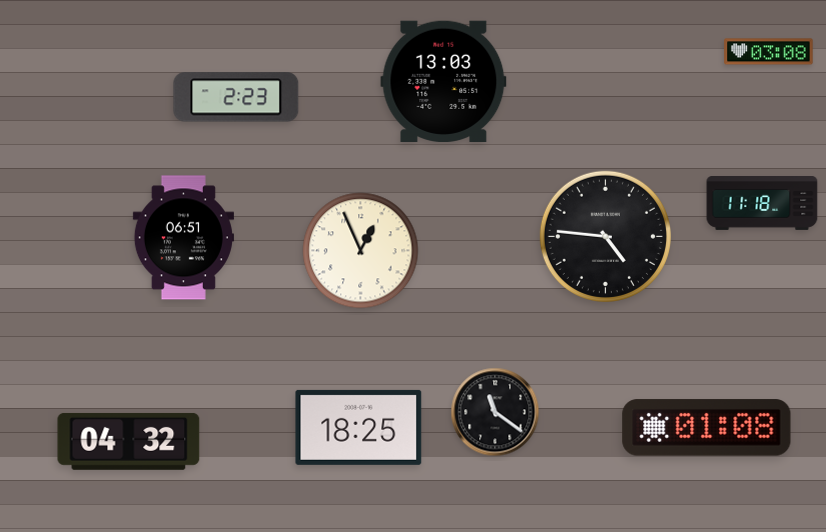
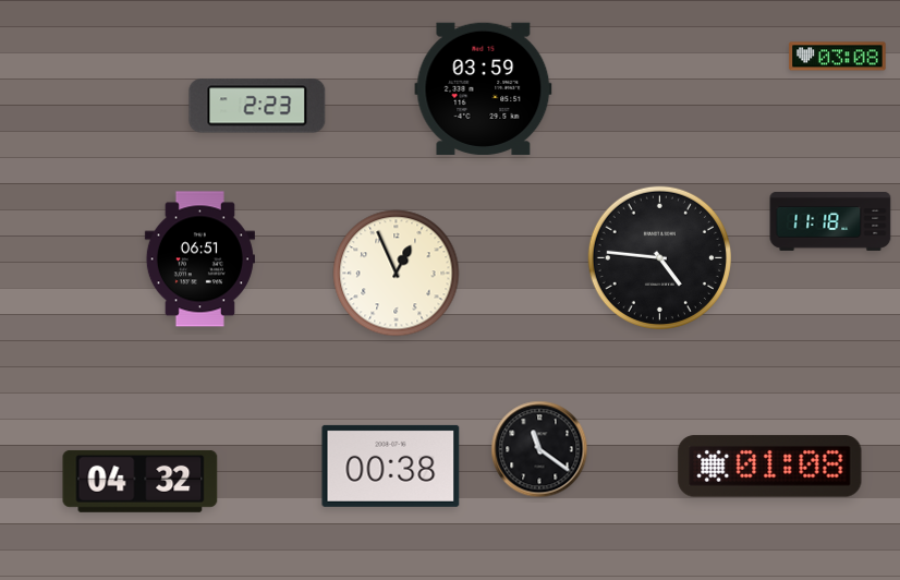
clock at (444, 81): 13:03 -> 03:59
clock at (361, 251) position: (361, 251) -> (397, 274)
clock at (359, 427): 18:25 -> 00:38
